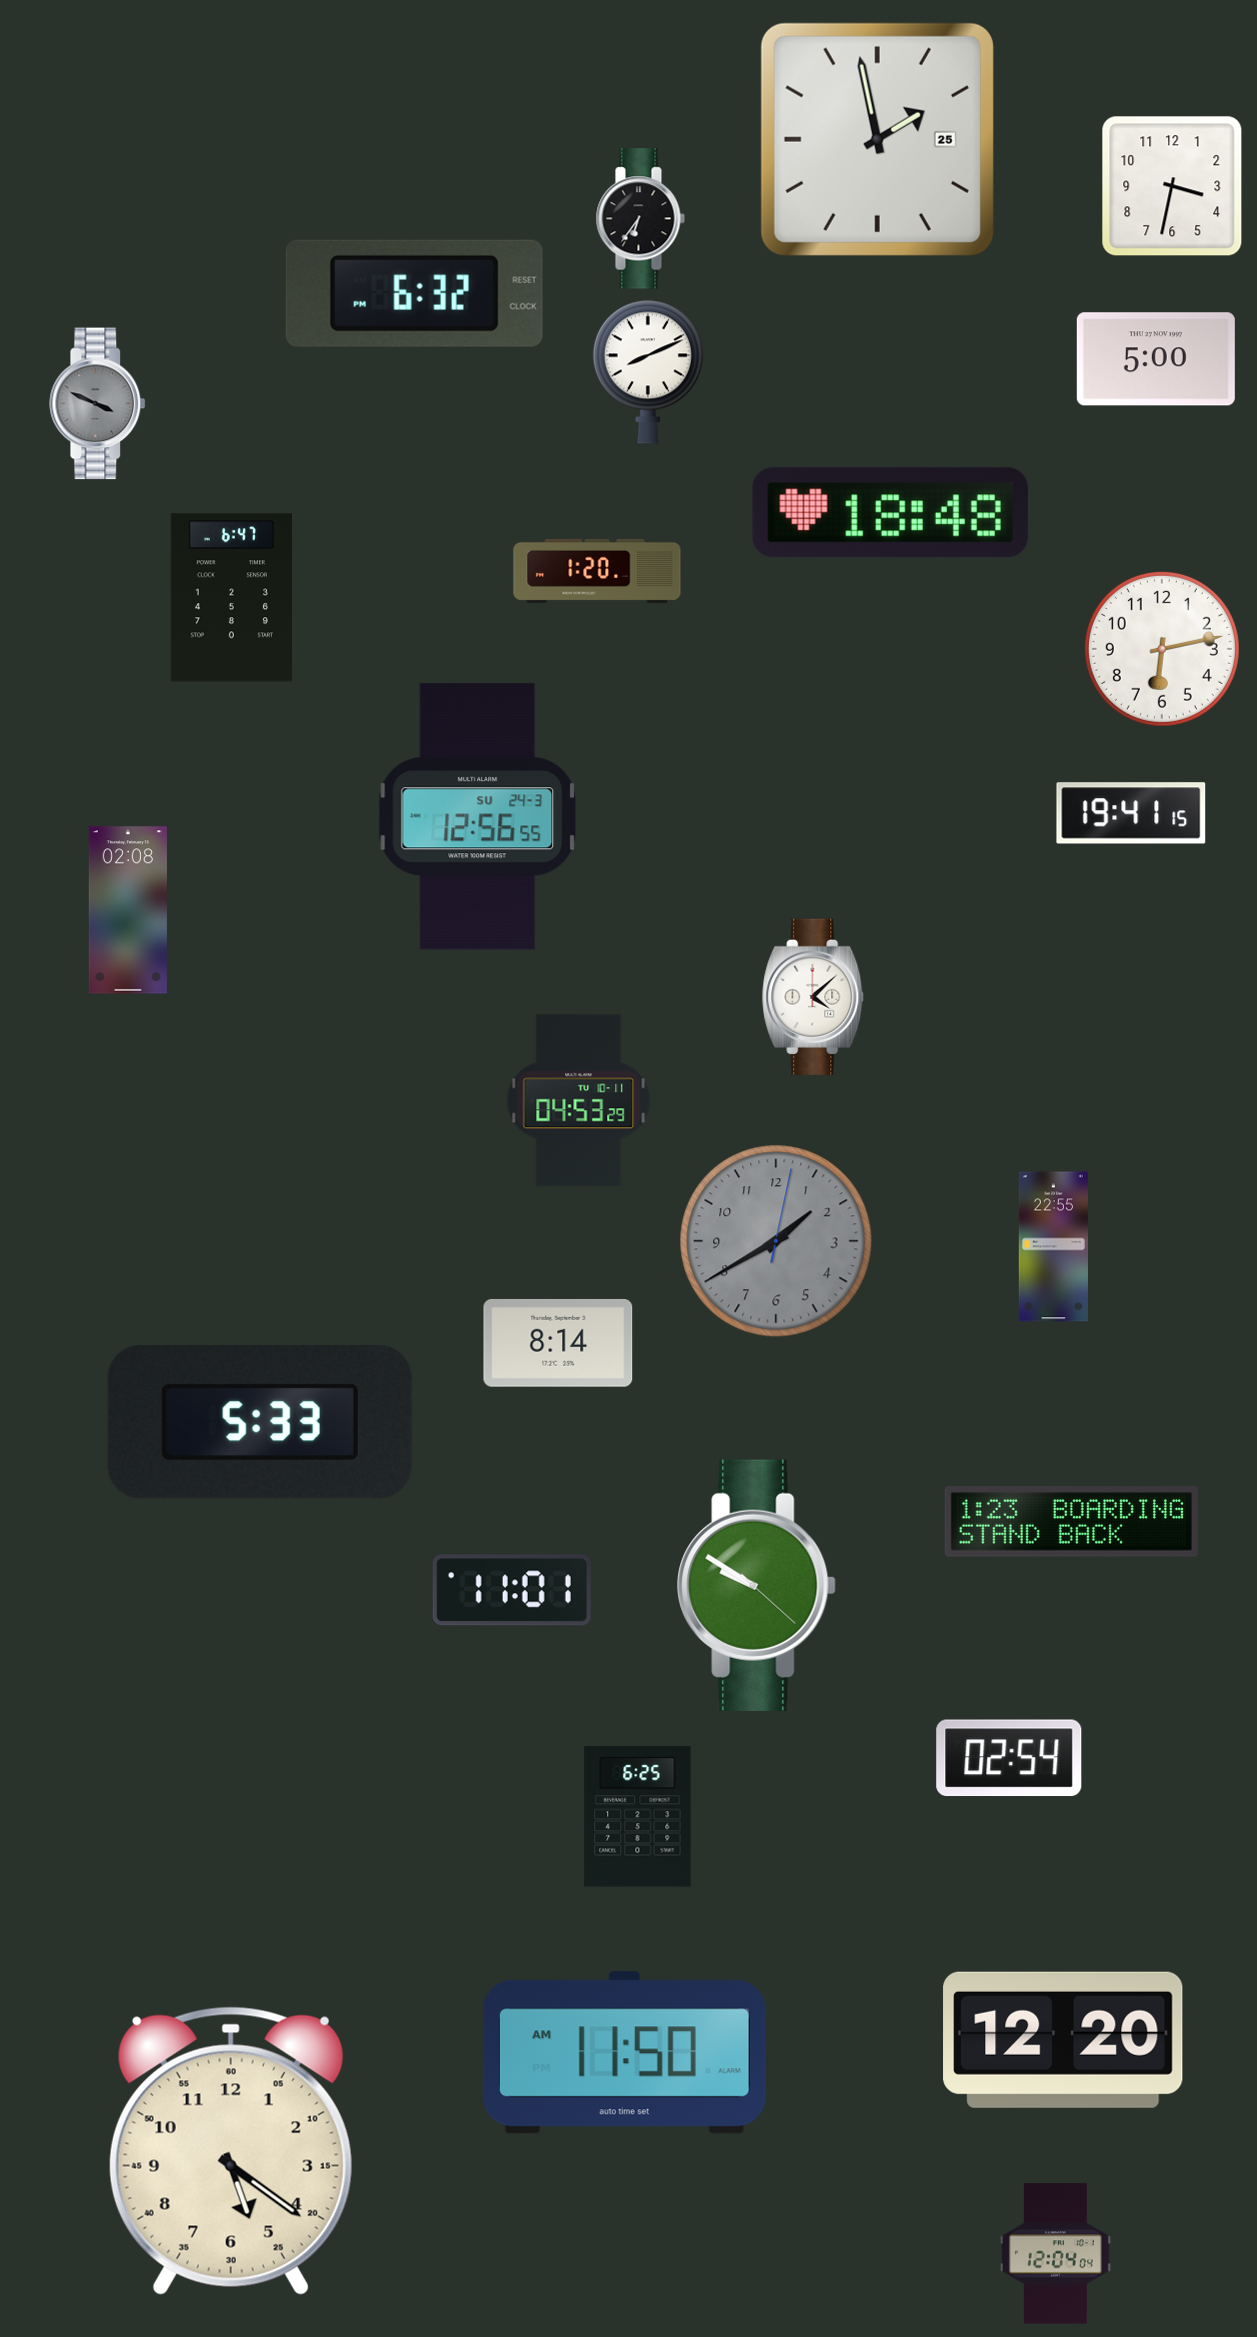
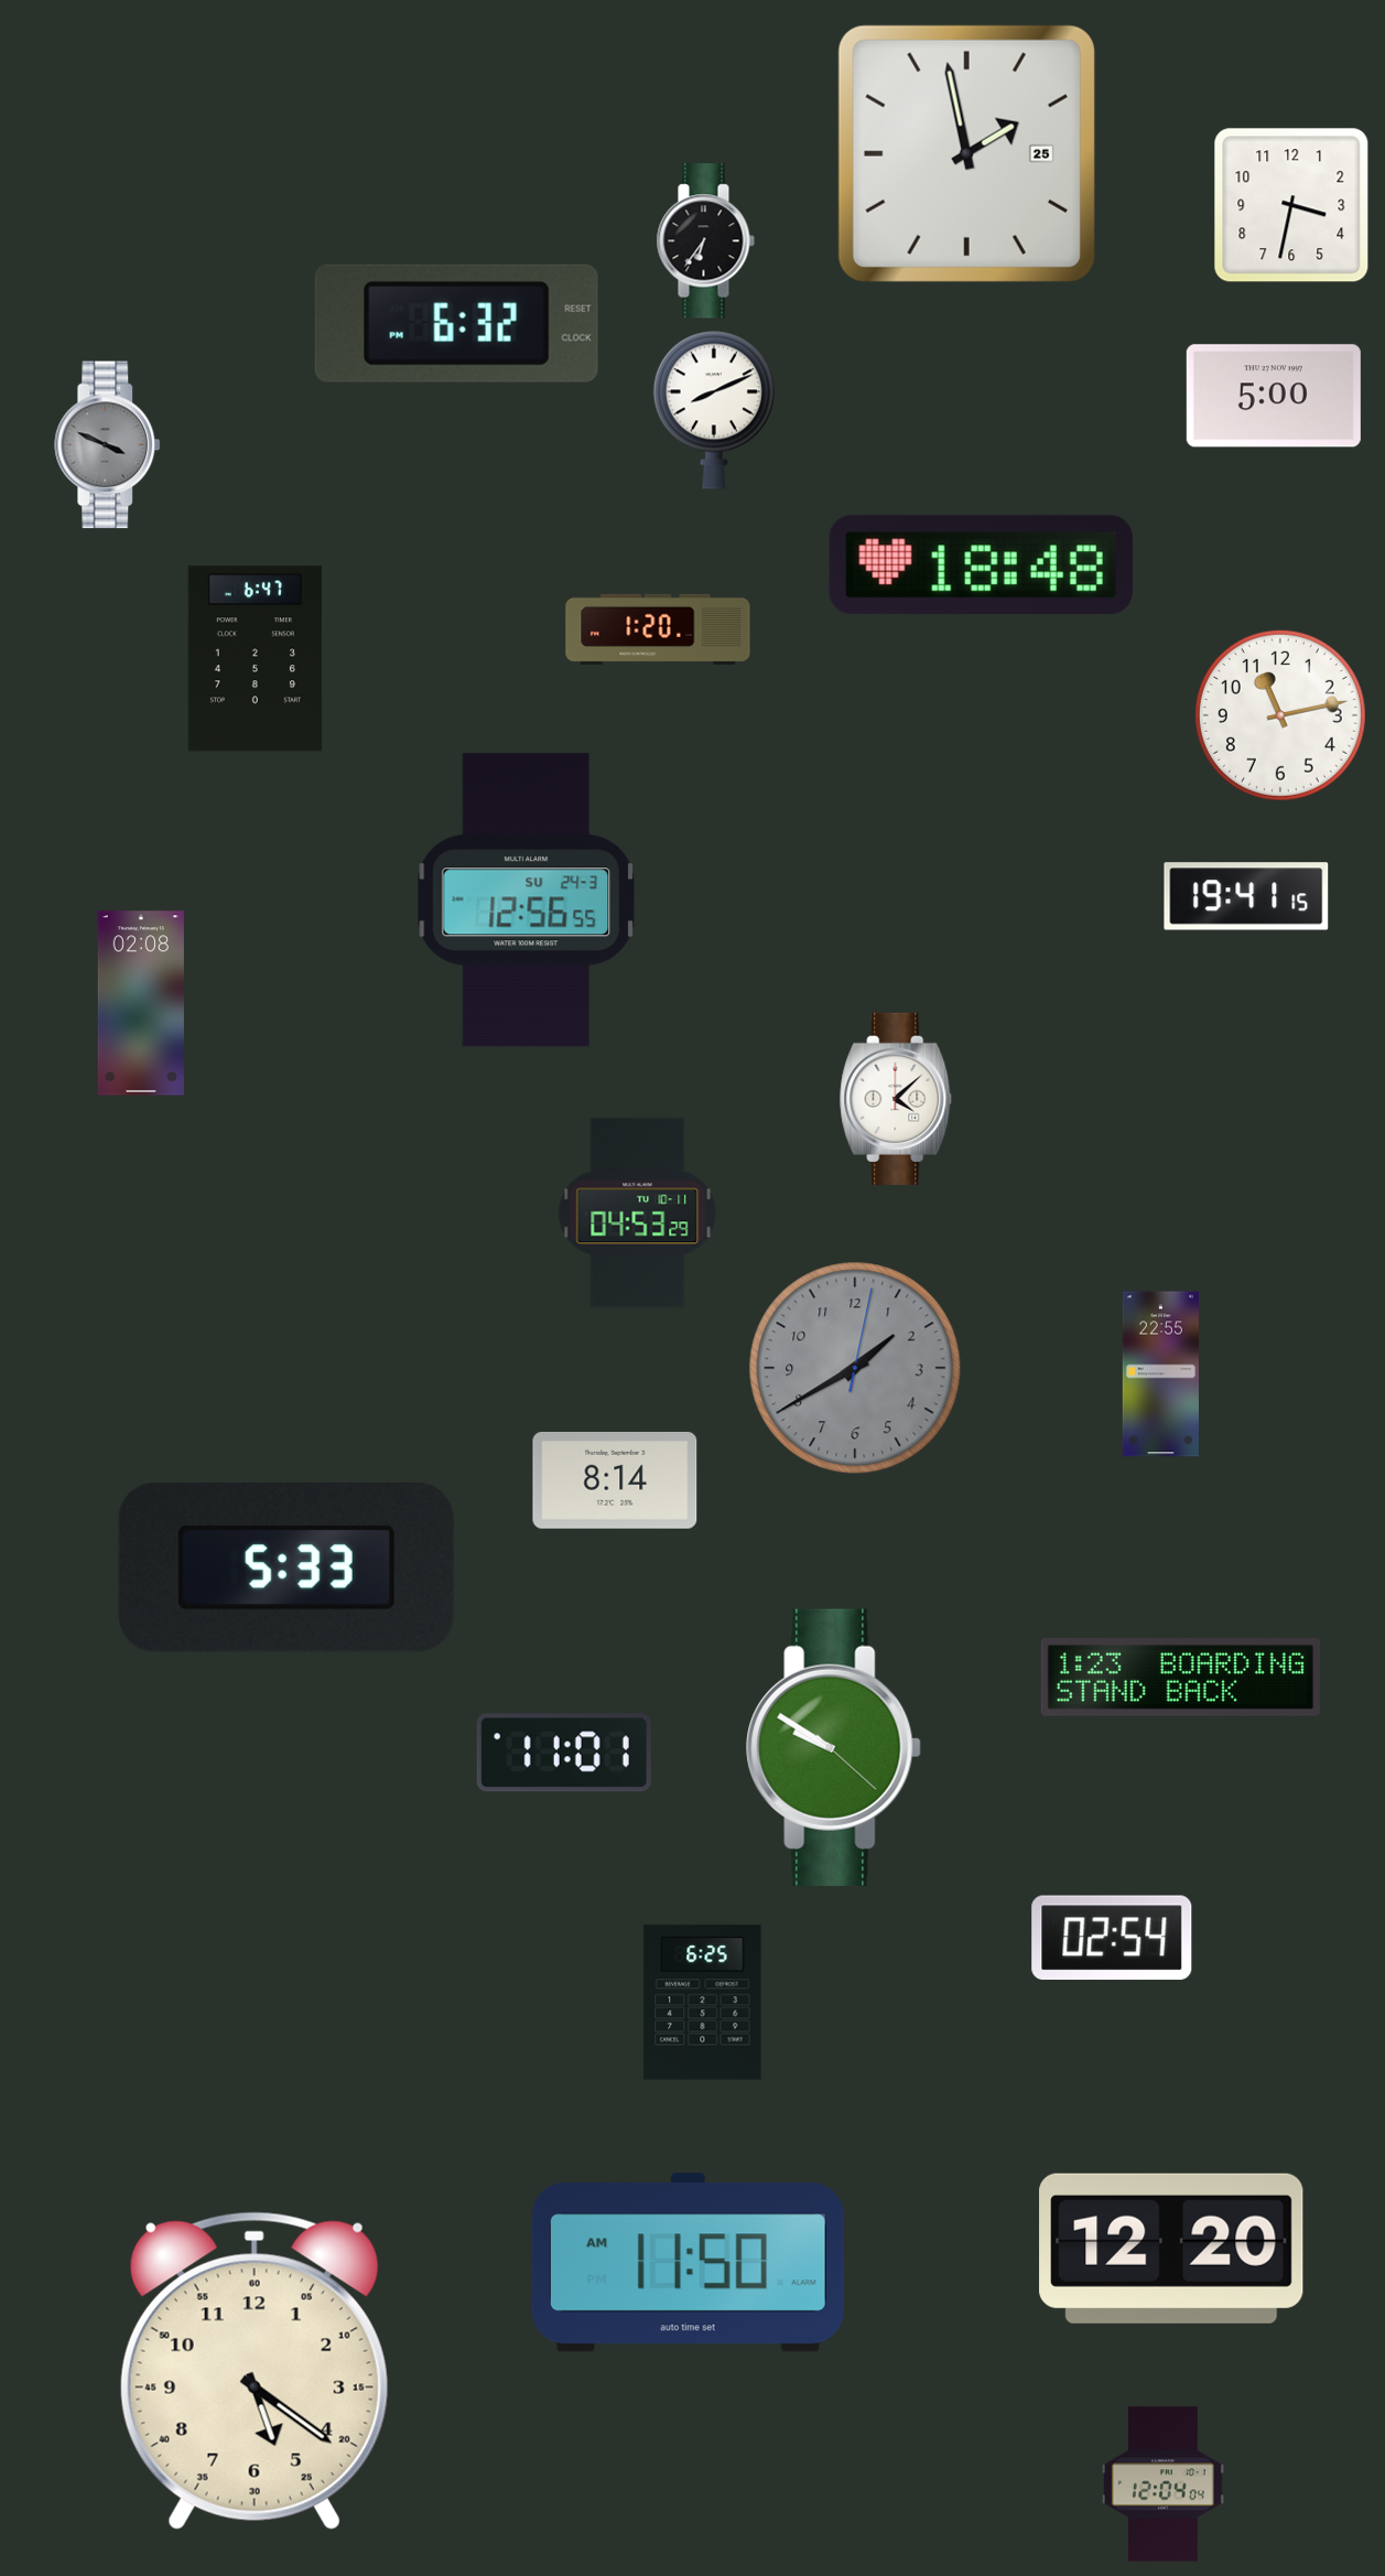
clock at (1162, 649): 6:13 -> 11:13
